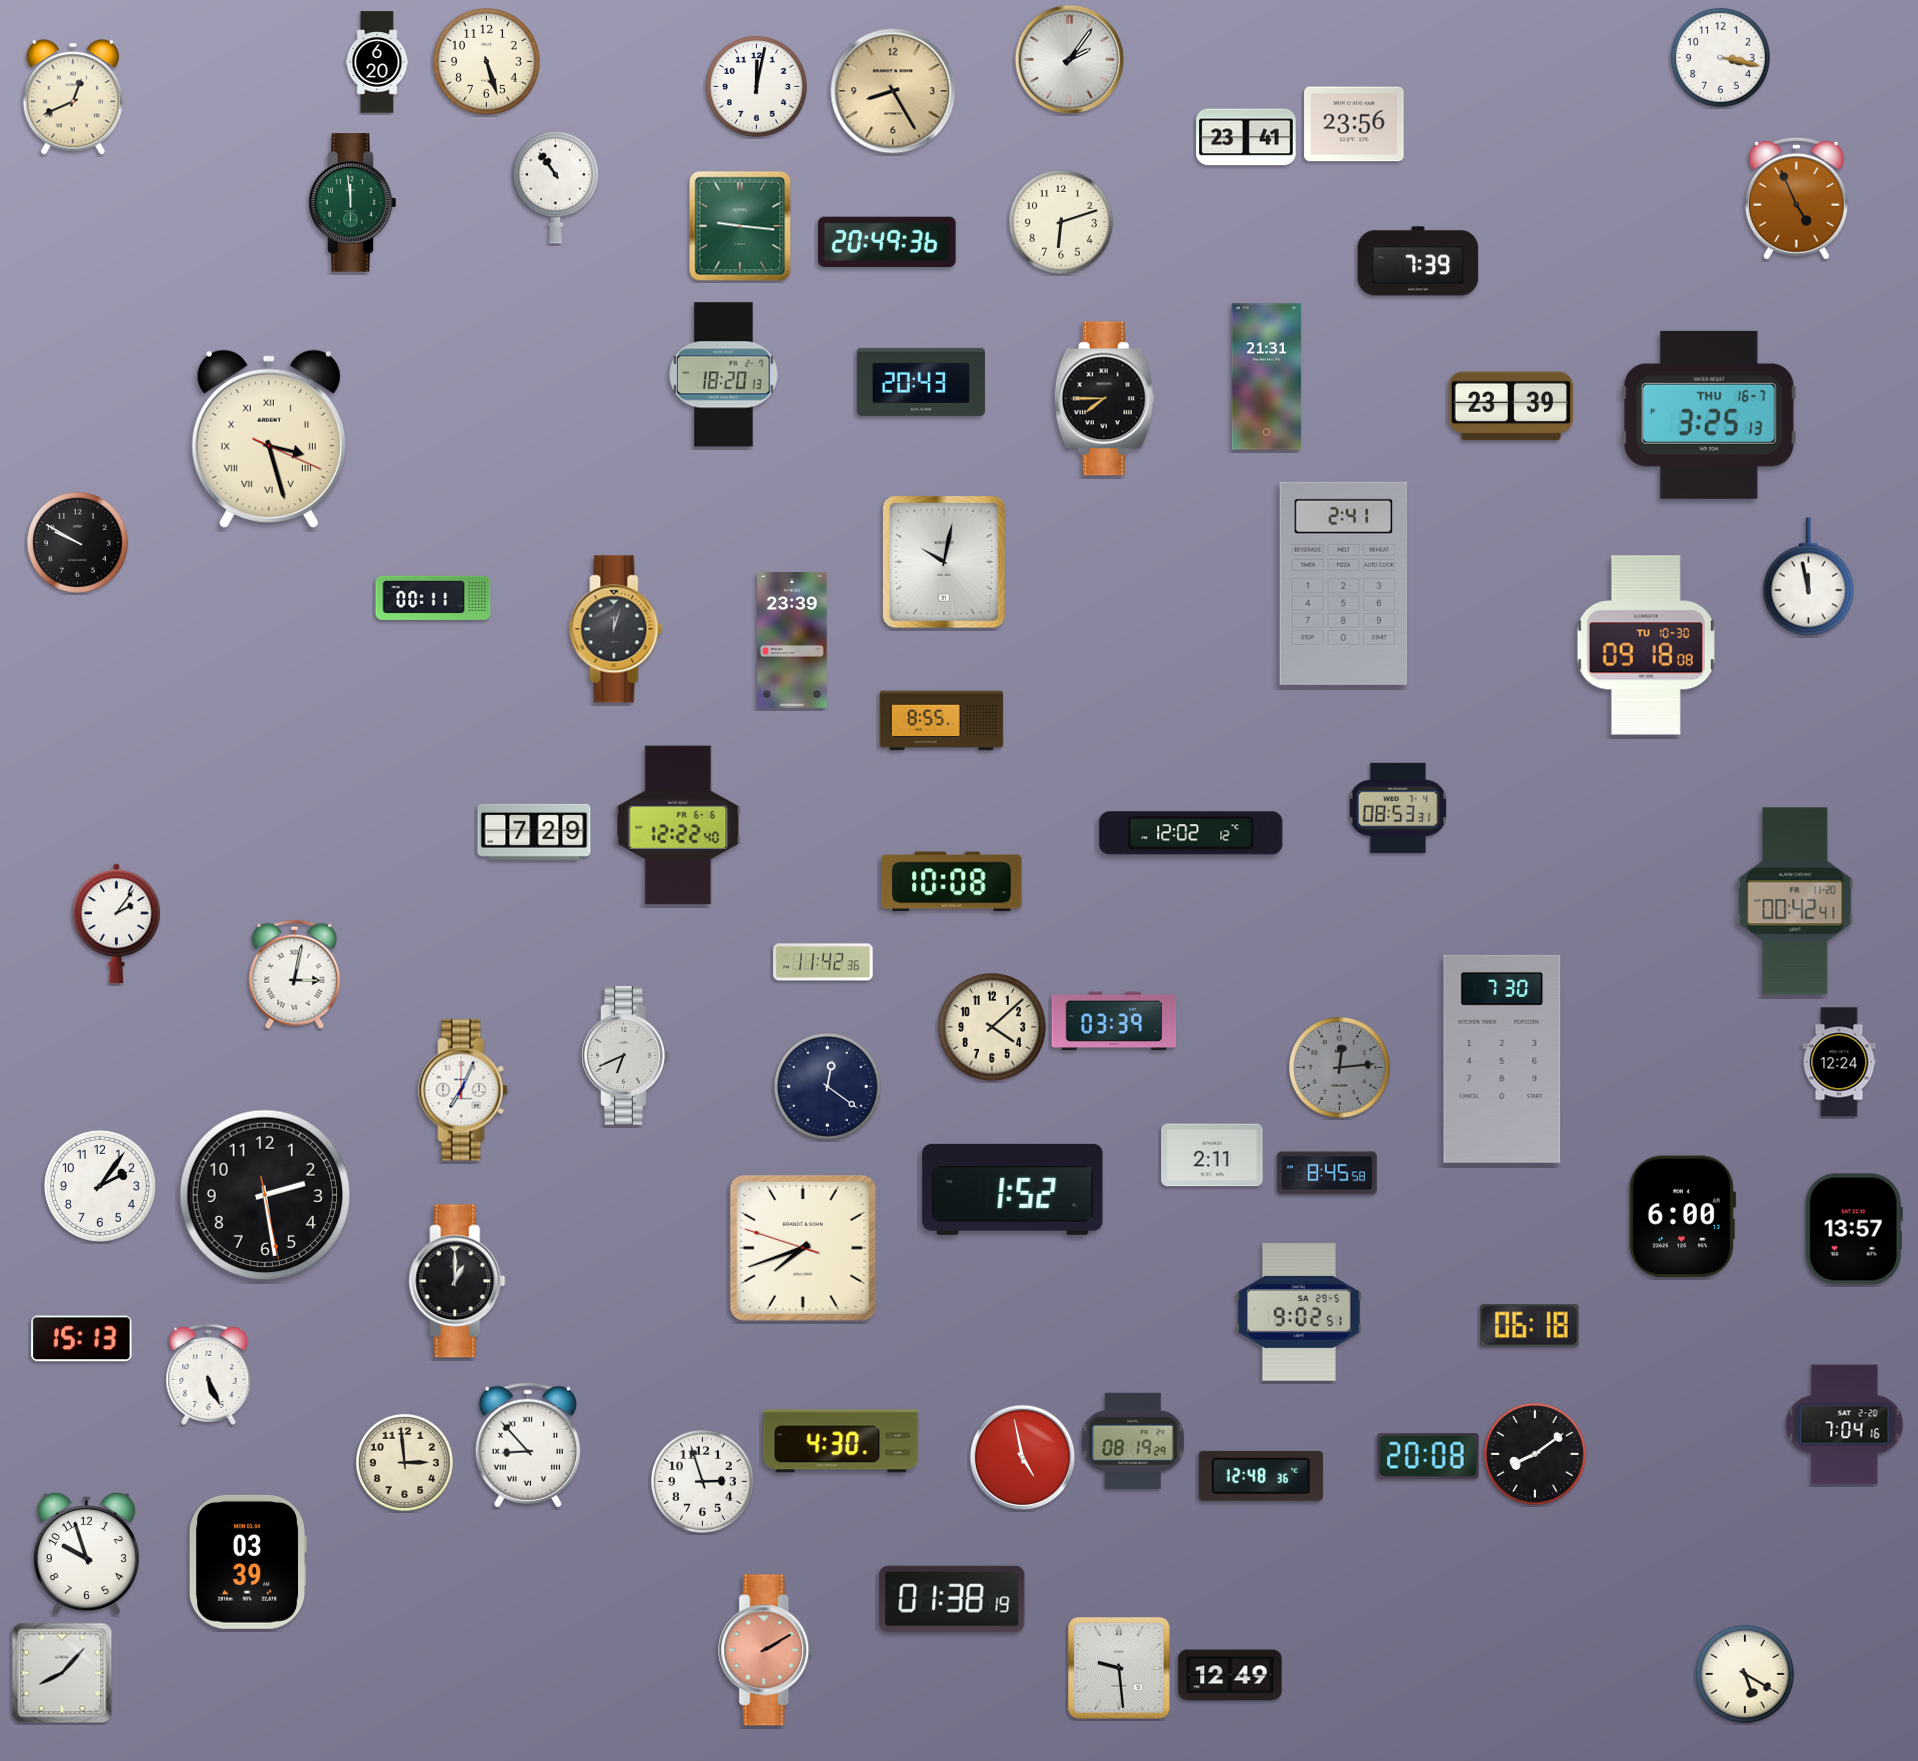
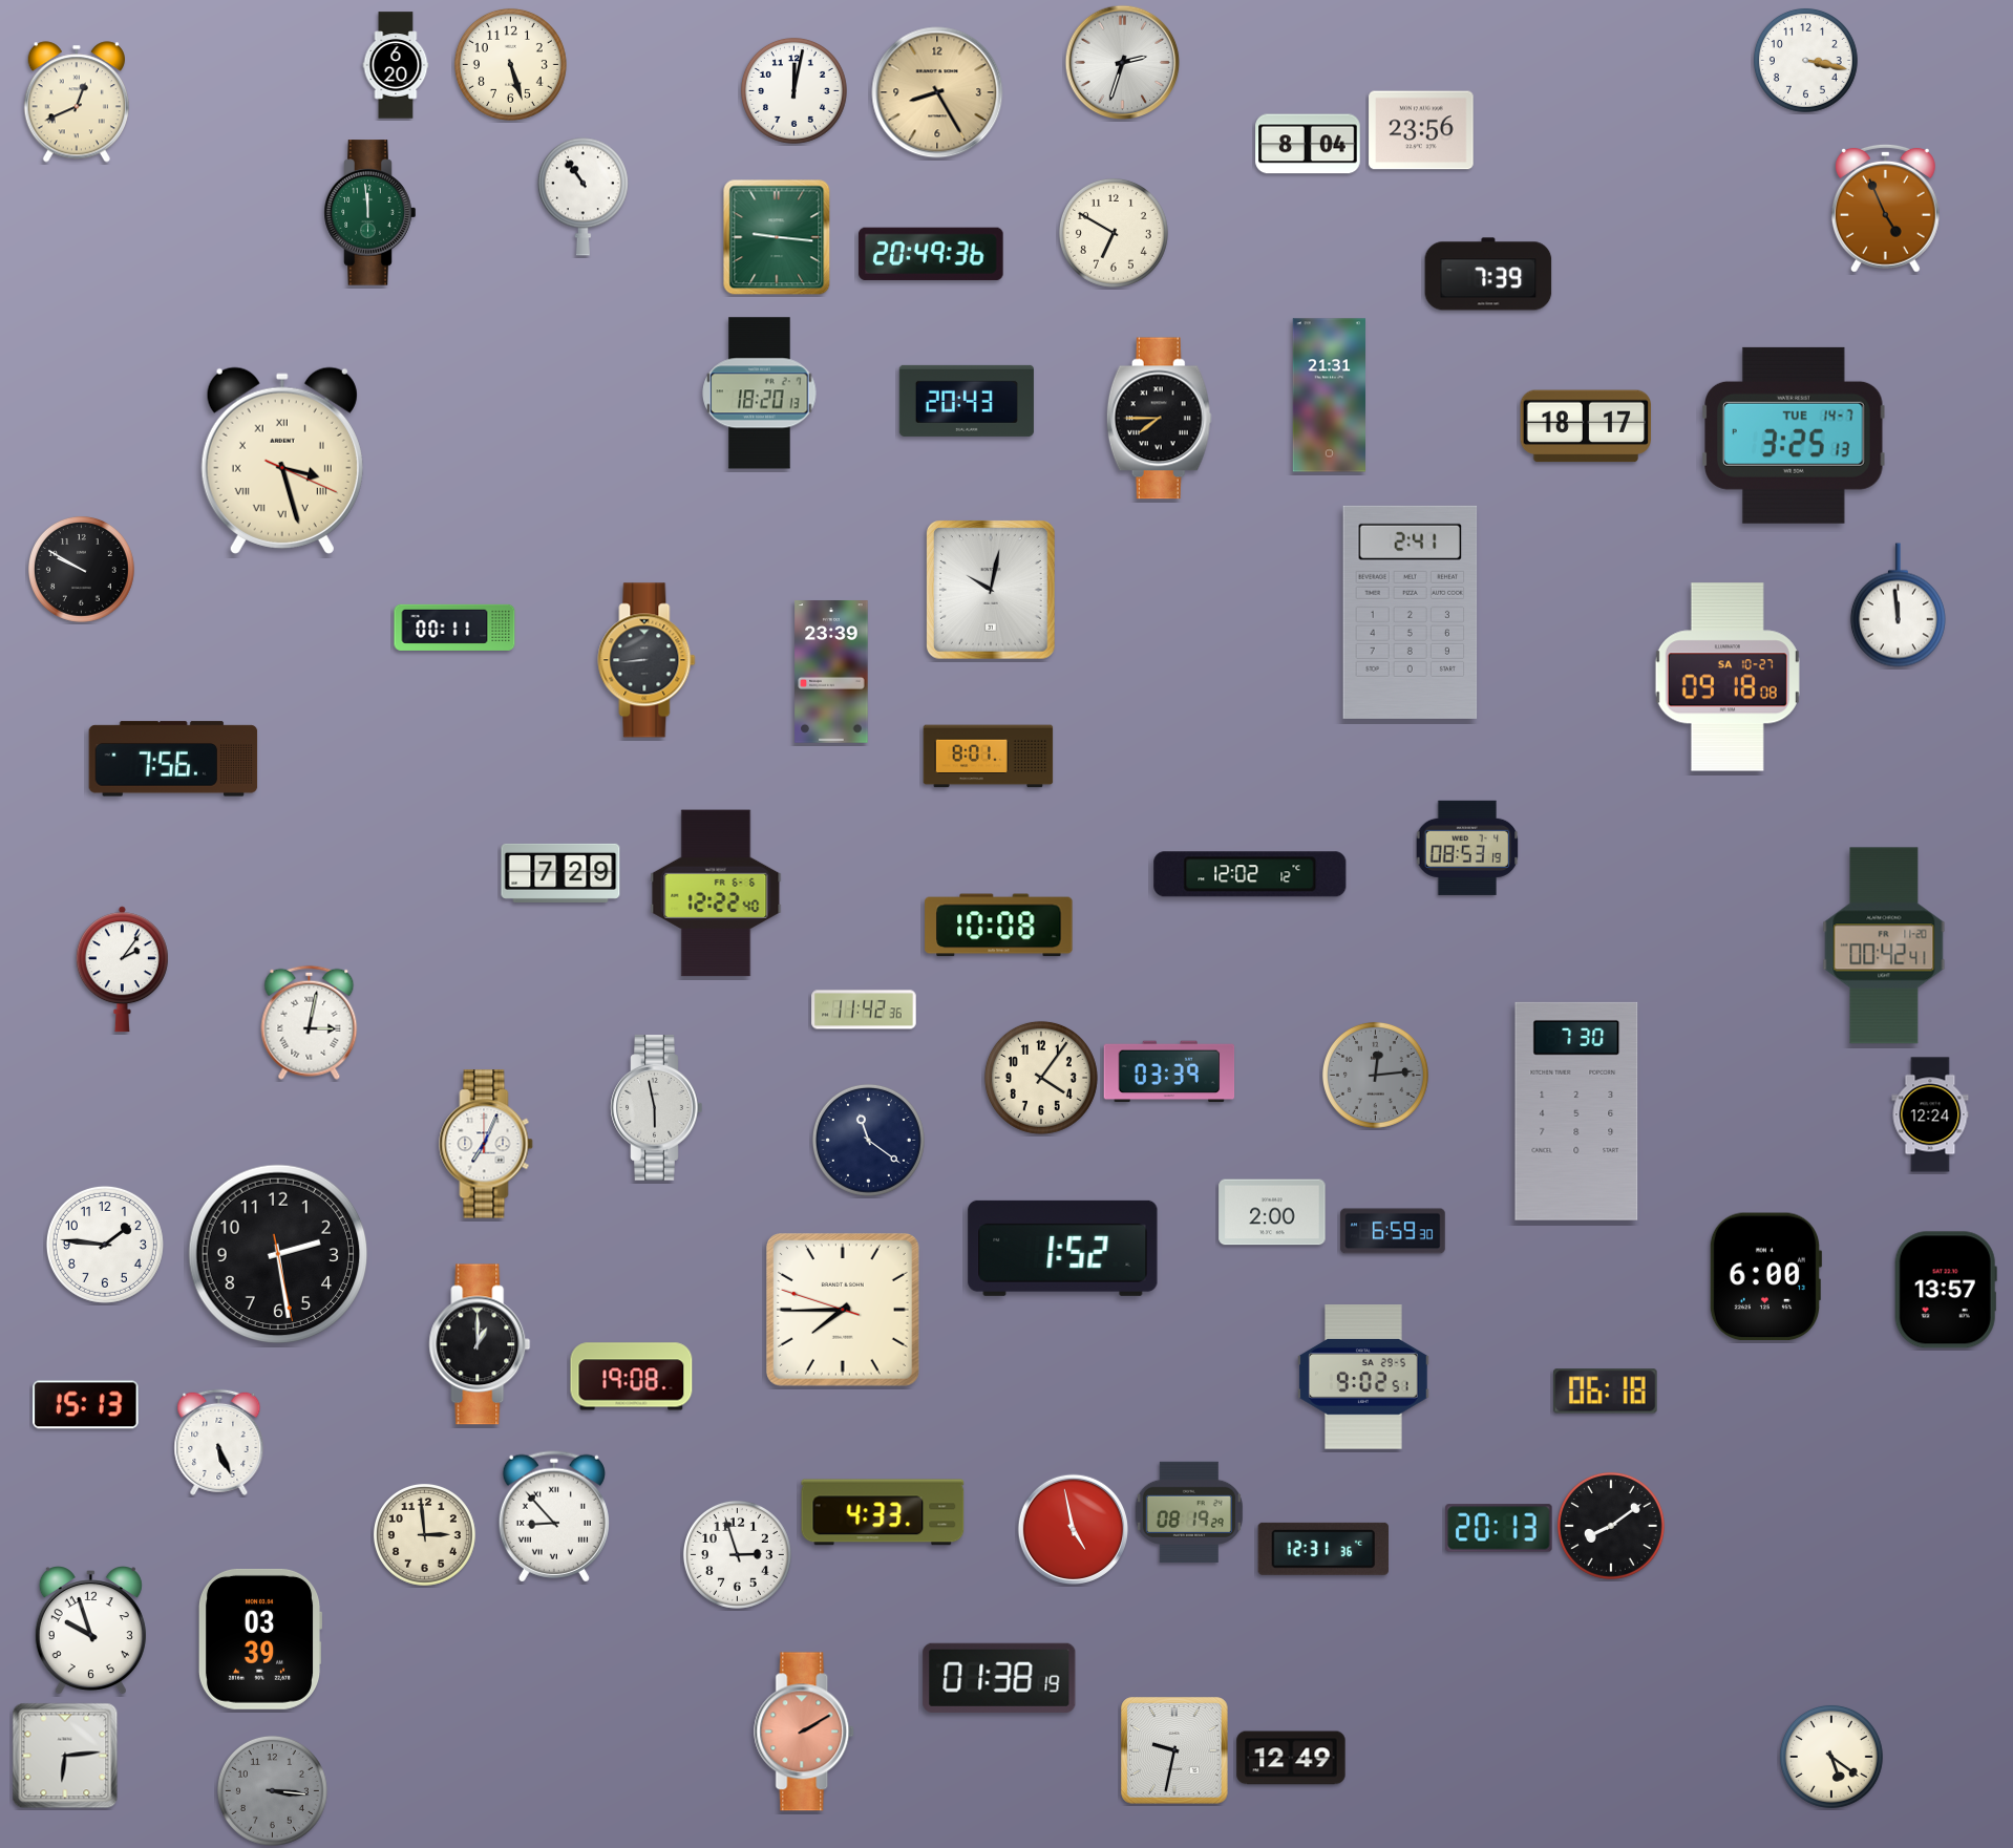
clock at (1070, 60): 2:06 -> 2:33
clock at (893, 91) position: (893, 91) -> (937, 92)
clock at (1246, 137): 23:41 -> 8:04
clock at (1061, 222): 6:12 -> 6:50
clock at (1510, 406): 23:39 -> 18:17
clock at (1710, 415) date: THU 16-7 -> TUE 14-7
clock at (1808, 577): 11:58 -> 11:59
clock at (616, 629): 12:03 -> 8:44
clock at (1646, 645) date: TU 10-30 -> SA 10-27
clock at (942, 721): 8:55 -> 8:01
clock at (173, 759): none -> 7:56
clock at (1398, 808): 08:53:31 -> 08:53:19
clock at (678, 825) position: (678, 825) -> (716, 893)
clock at (992, 1027): 4:08 -> 4:06
clock at (626, 1056): 6:41 -> 5:58
clock at (1339, 1067) position: (1339, 1067) -> (1375, 1075)
clock at (827, 1086): 12:21 -> 11:21
clock at (1212, 1155): 2:11 -> 2:00
clock at (1327, 1173): 8:45 -> 6:59
clock at (100, 1186): 2:06 -> 1:46
clock at (803, 1248): 7:41 -> 7:44
clock at (632, 1377): none -> 19:08
clock at (1845, 1425): 7:04 -> none
clock at (841, 1441): 4:30 -> 4:33
clock at (1428, 1456): 20:08 -> 20:13
clock at (1260, 1476): 12:48 -> 12:31
clock at (1119, 1668): 9:29 -> 9:32
clock at (62, 1673): 8:07 -> 6:14
clock at (1745, 1674): 5:20 -> 5:21
clock at (272, 1790): none -> 3:16
